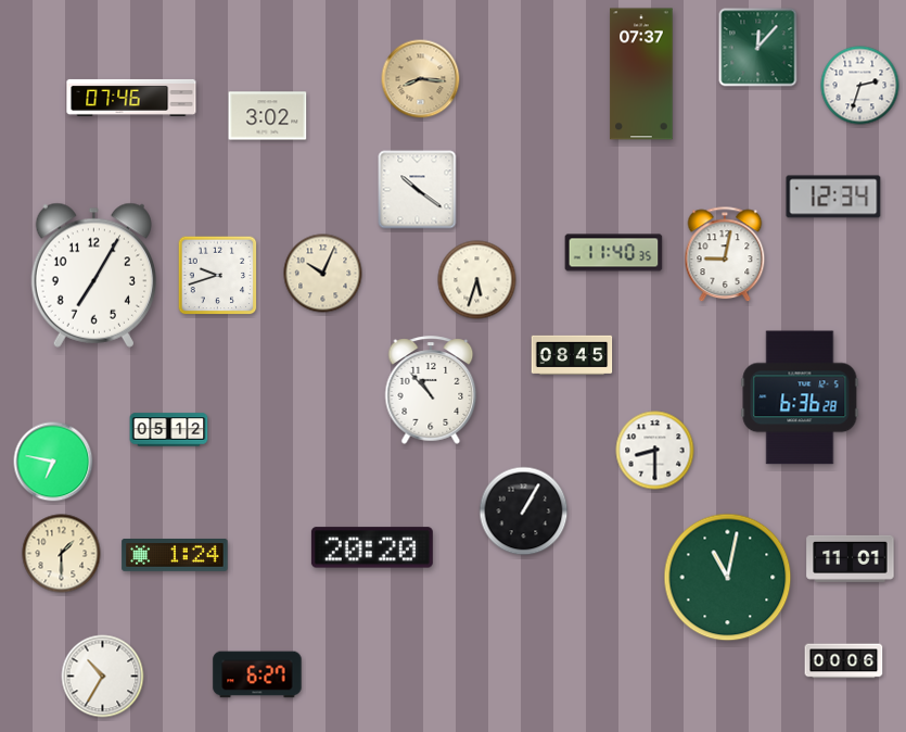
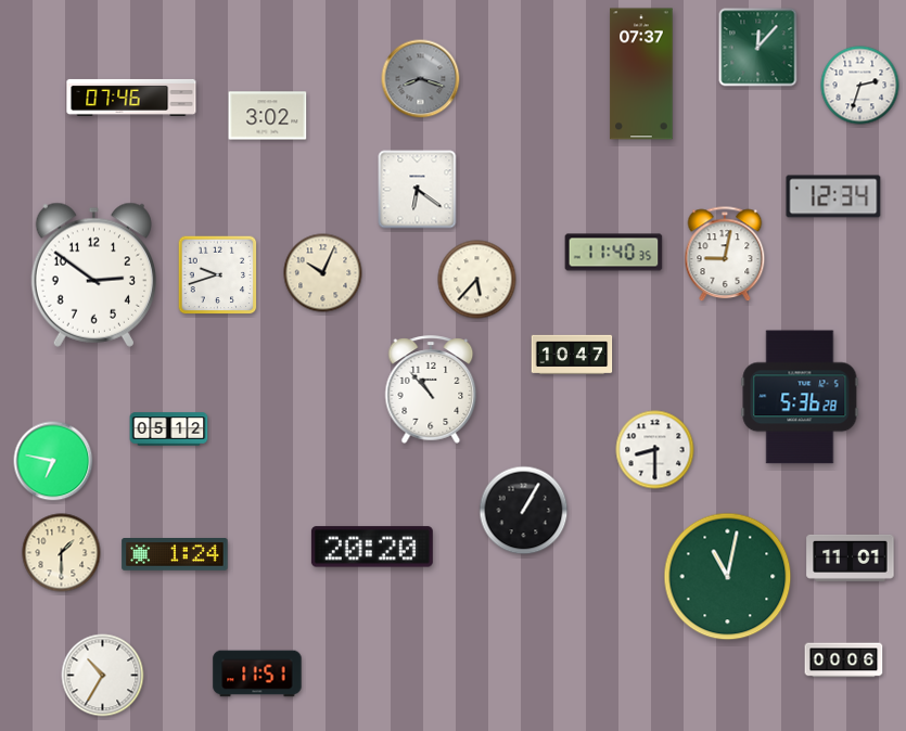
clock at (421, 79): 8:16 -> 8:18
clock at (421, 79) dial: champagne -> grey
clock at (418, 190): 10:21 -> 6:21
clock at (93, 275): 7:05 -> 2:51
clock at (477, 280): 5:33 -> 5:37
clock at (572, 355): 08:45 -> 10:47
clock at (800, 397): 6:36 -> 5:36
clock at (257, 674): 6:27 -> 11:51
